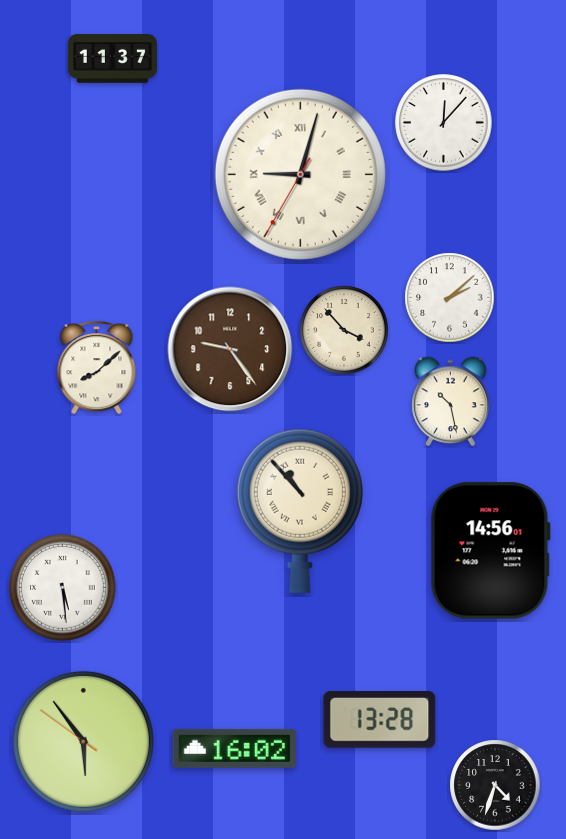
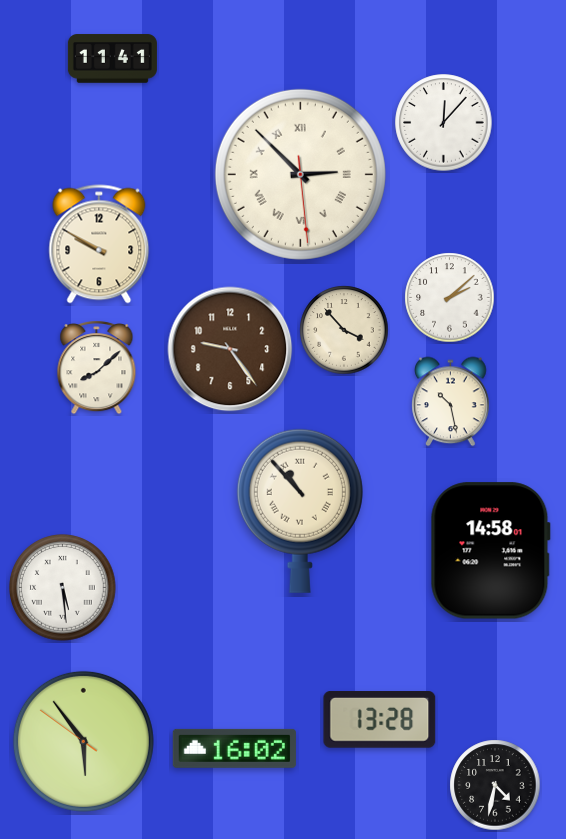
clock at (112, 59): 11:37 -> 11:41
clock at (300, 174): 9:02 -> 2:52
clock at (99, 244): none -> 9:50
clock at (490, 551): 14:56 -> 14:58
clock at (495, 785): 4:33 -> 4:32
